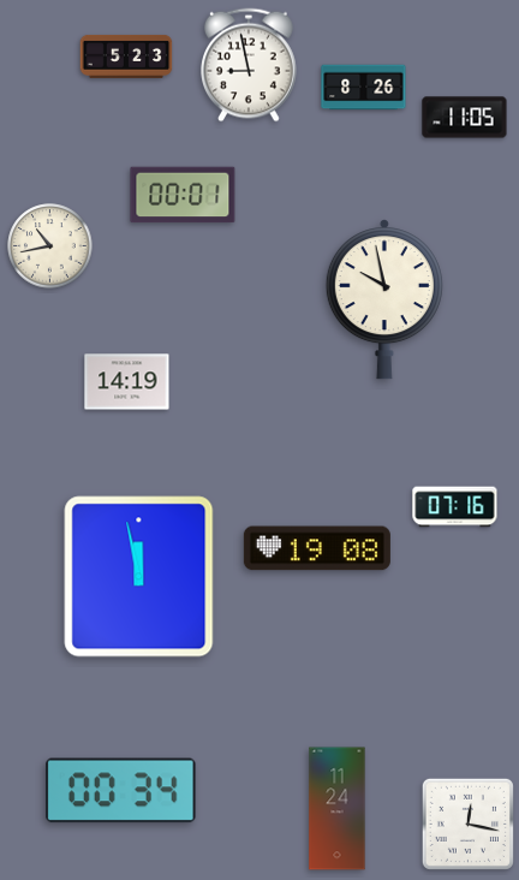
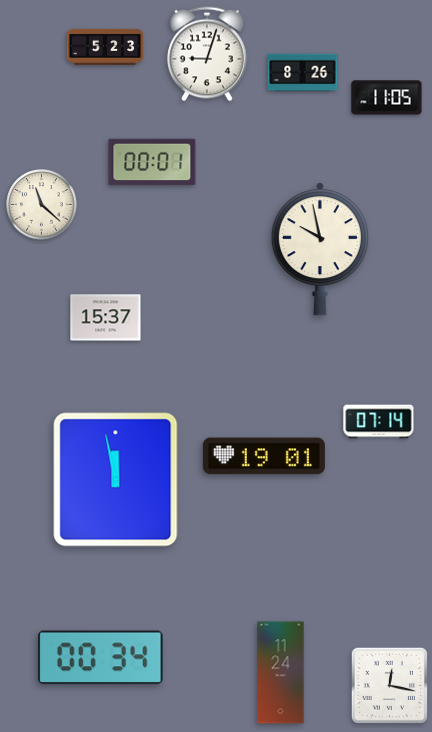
clock at (250, 65): 8:58 -> 9:03
clock at (50, 246): 10:43 -> 11:22
clock at (127, 382): 14:19 -> 15:37
clock at (455, 507): 07:16 -> 07:14
clock at (317, 548): 19:08 -> 19:01
